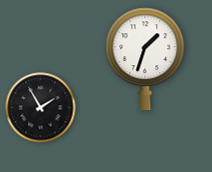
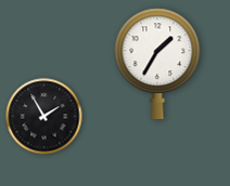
clock at (145, 59): 1:33 -> 1:35
